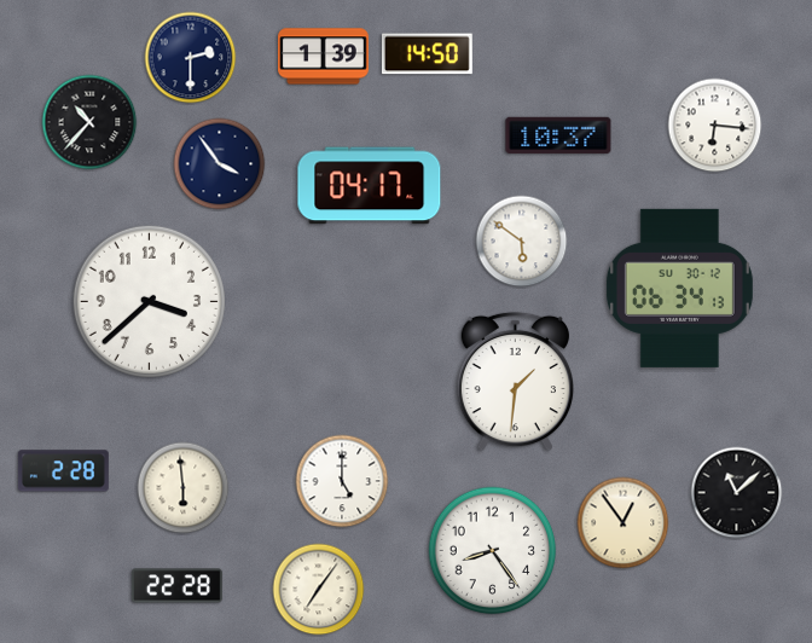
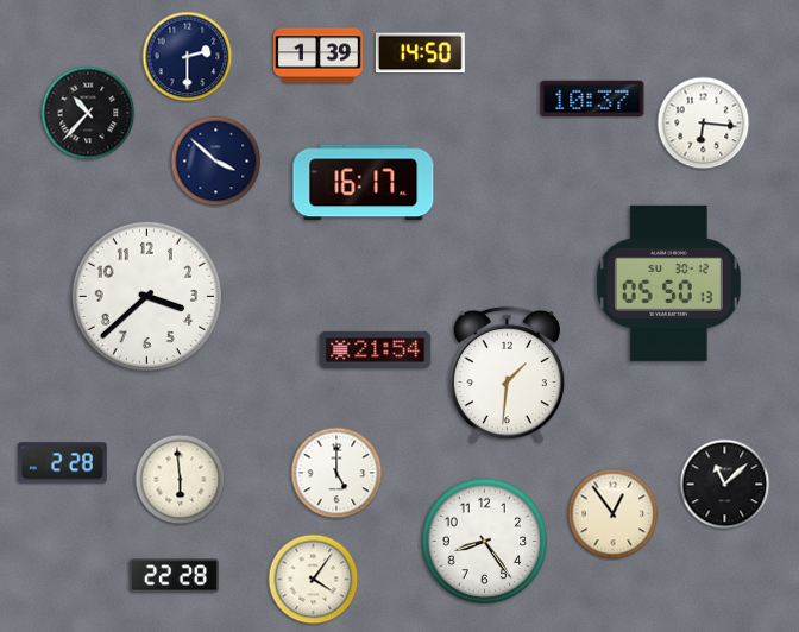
clock at (89, 122) position: (89, 122) -> (88, 113)
clock at (558, 135) position: (558, 135) -> (592, 99)
clock at (220, 164): 3:54 -> 3:52
clock at (370, 186): 04:17 -> 16:17
clock at (522, 242): 5:51 -> none
clock at (679, 288): 06:34 -> 05:50
clock at (376, 349): none -> 21:54
clock at (319, 590): 7:06 -> 4:06
